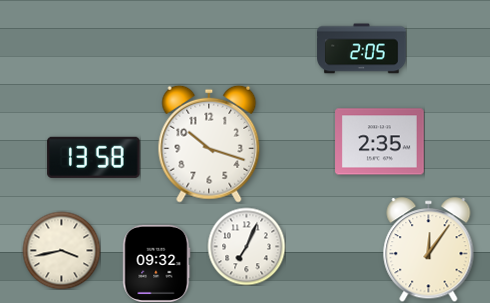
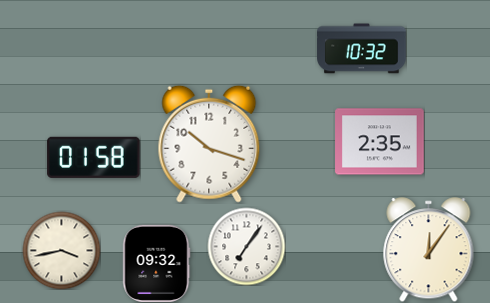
clock at (362, 49): 2:05 -> 10:32
clock at (94, 157): 13:58 -> 01:58
clock at (246, 246): 7:04 -> 7:06
